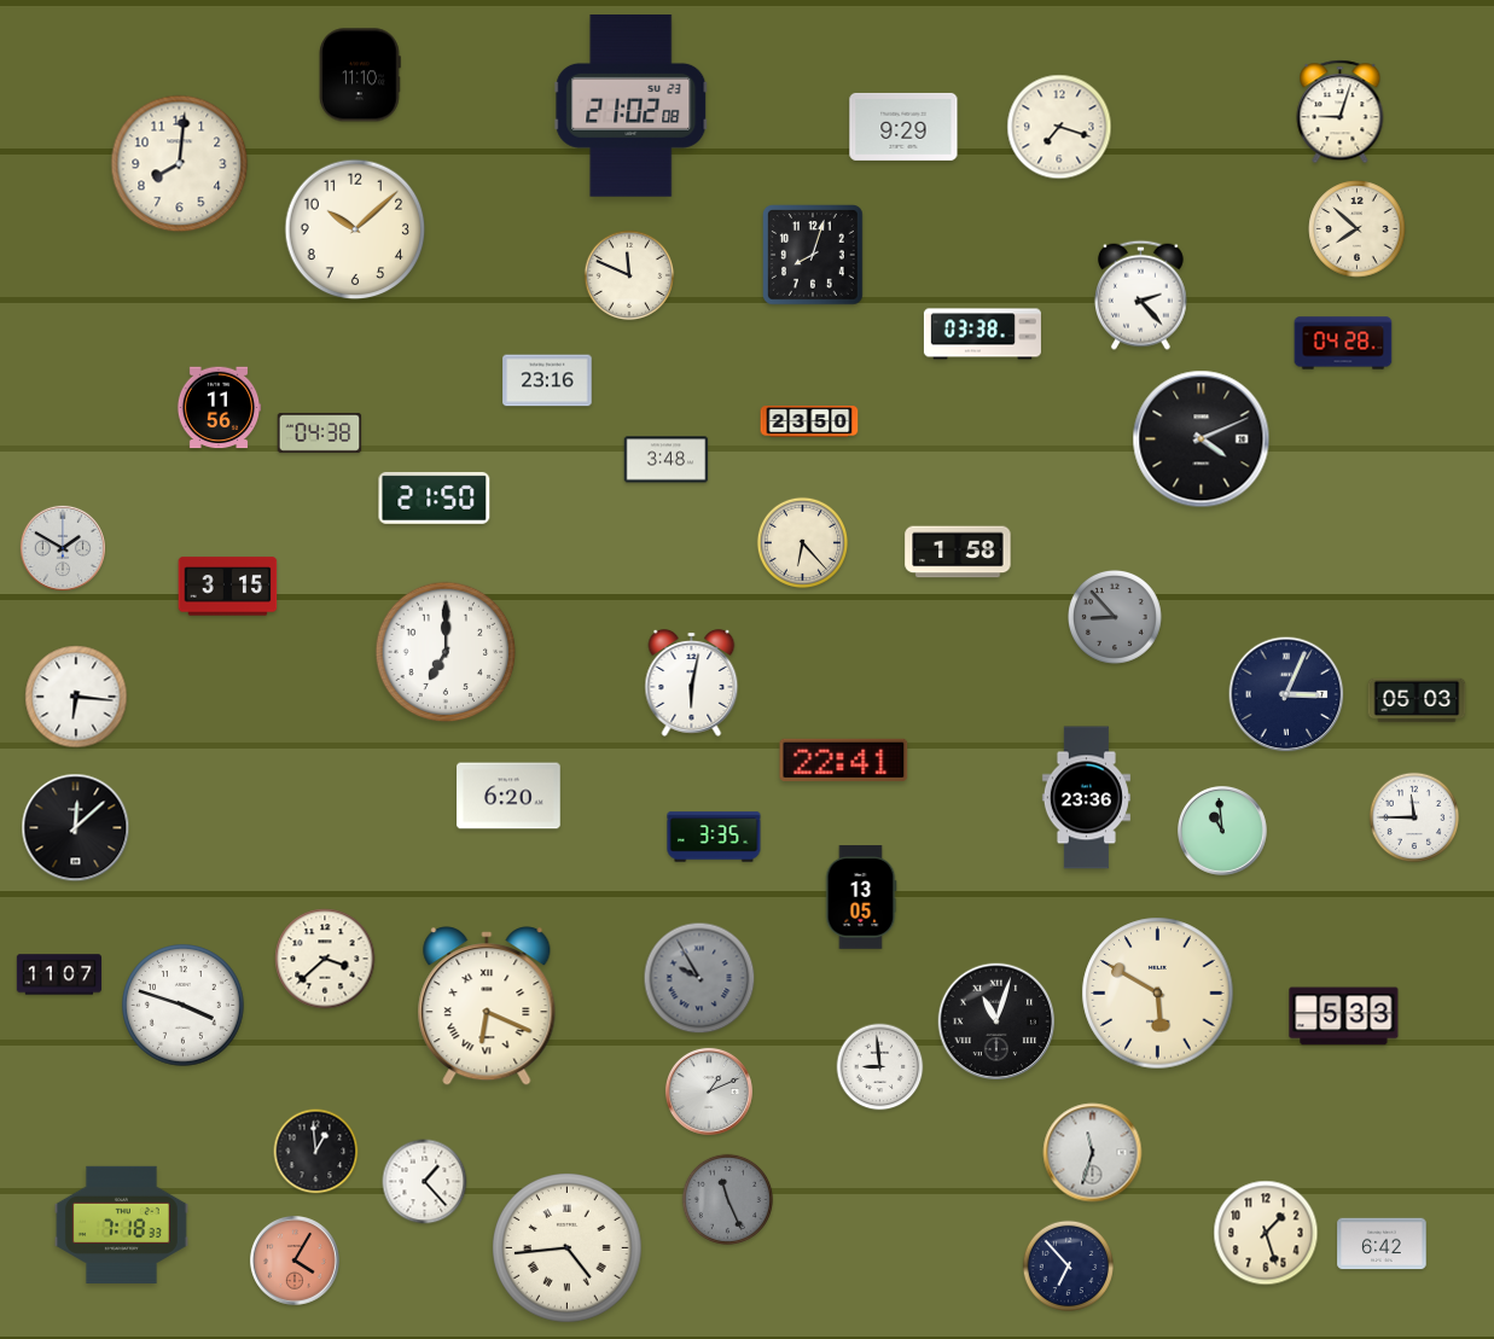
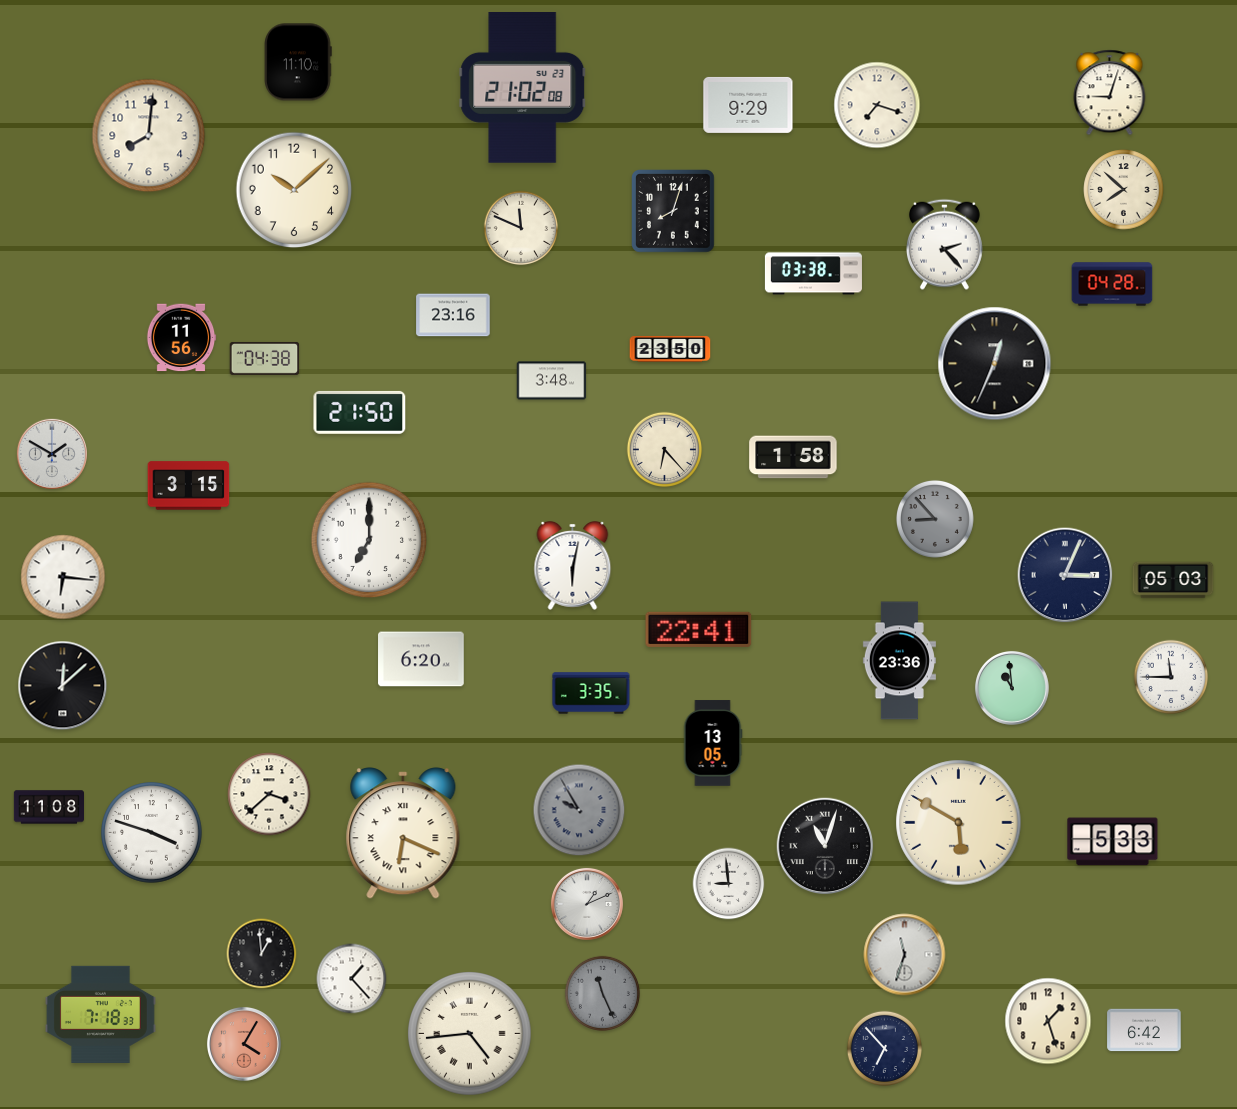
clock at (982, 334) position: (982, 334) -> (813, 274)
clock at (1202, 439): 4:11 -> 12:34
clock at (1115, 617) position: (1115, 617) -> (935, 519)
clock at (58, 974): 11:07 -> 11:08
